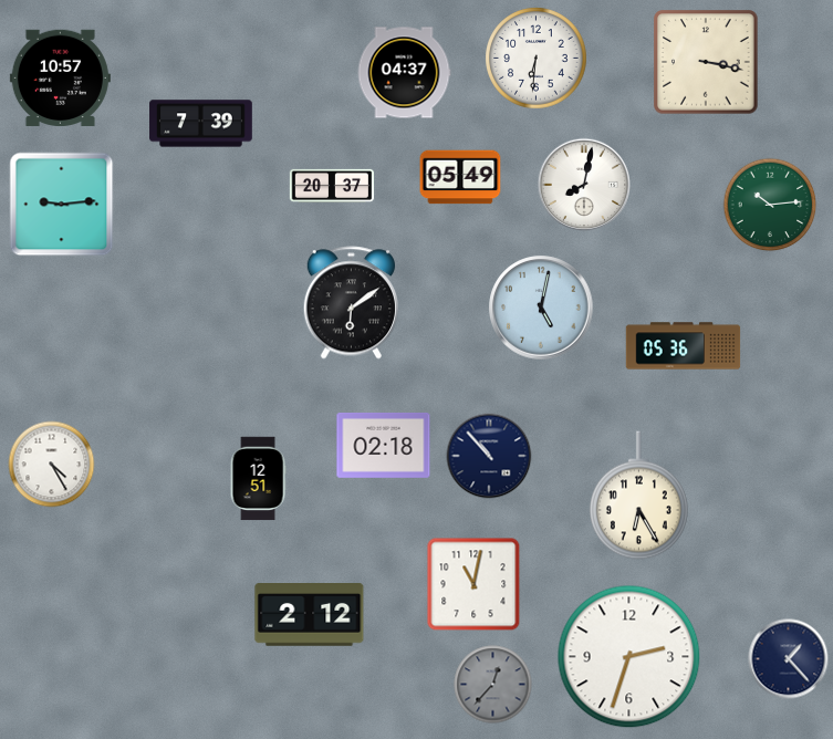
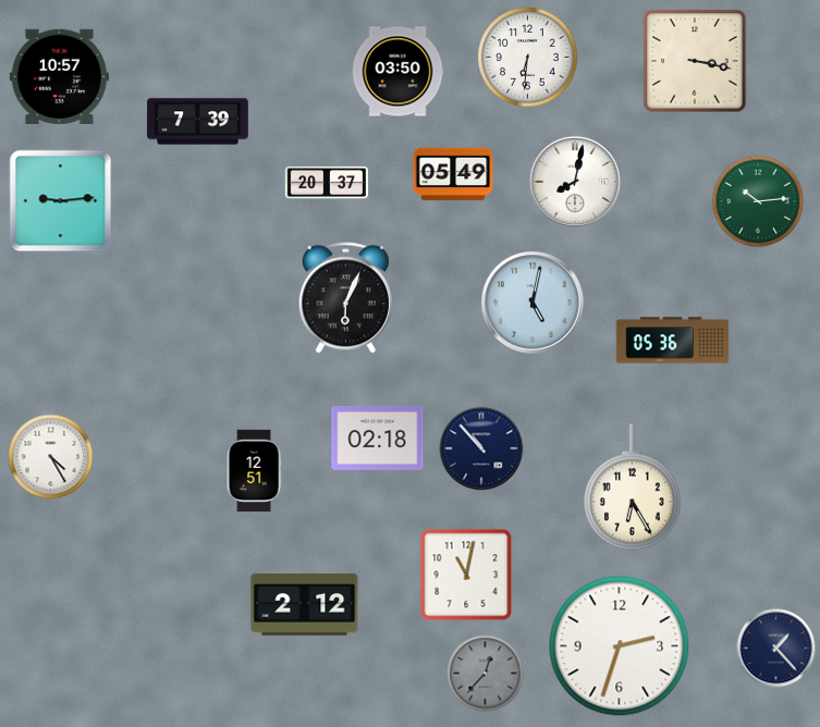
clock at (404, 73): 04:37 -> 03:50
clock at (351, 303): 6:09 -> 6:04
clock at (638, 496) position: (638, 496) -> (632, 488)
